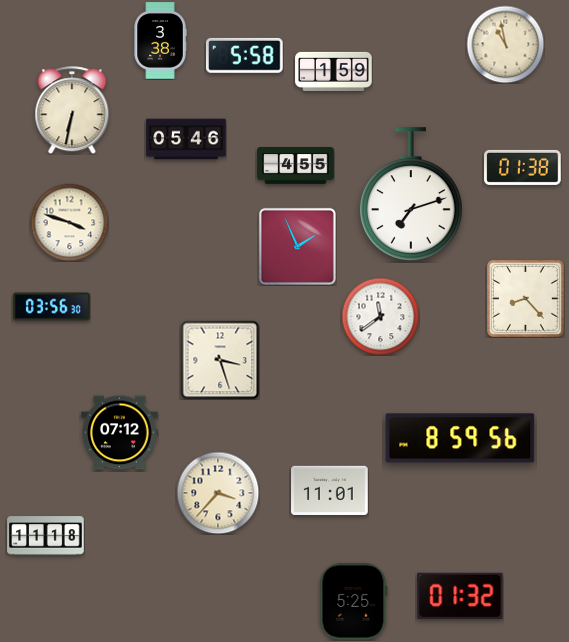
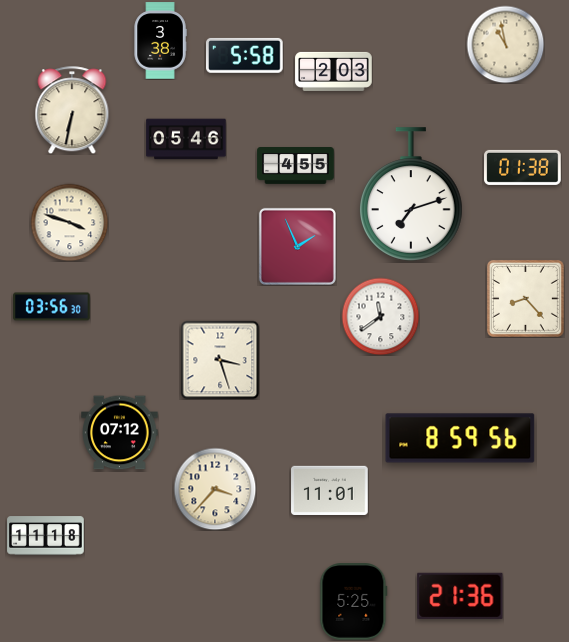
clock at (334, 71): 1:59 -> 2:03
clock at (218, 493) position: (218, 493) -> (215, 489)
clock at (460, 596): 01:32 -> 21:36
